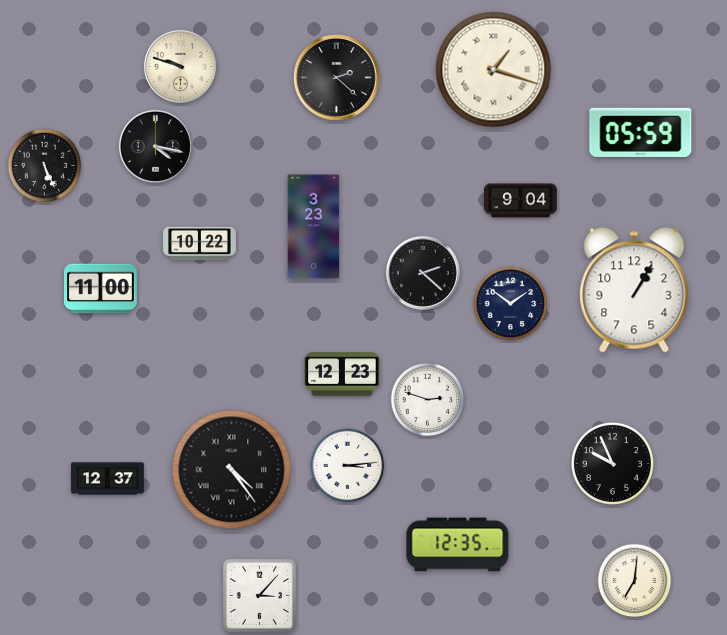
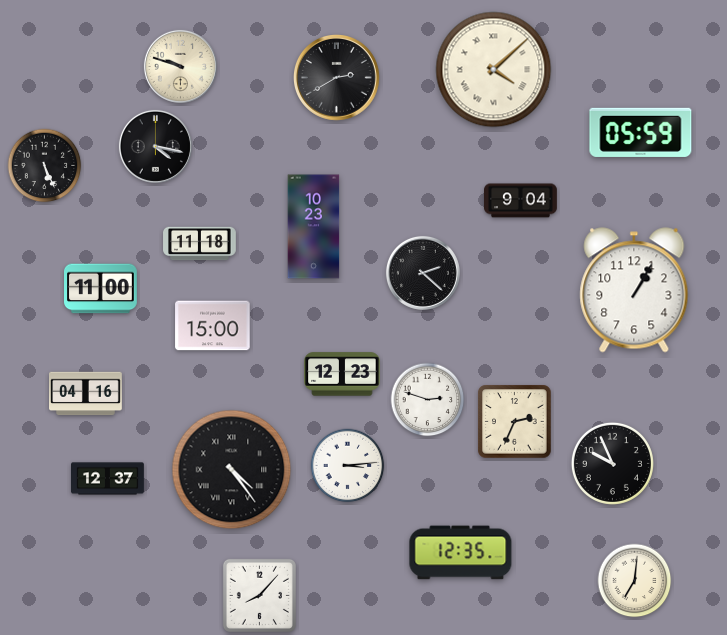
clock at (494, 70): 1:18 -> 4:08
clock at (337, 78): 2:22 -> 2:40
clock at (314, 227): 3:23 -> 10:23
clock at (200, 244): 10:22 -> 11:18
clock at (511, 304): 1:51 -> none
clock at (213, 326): none -> 15:00
clock at (86, 394): none -> 04:16
clock at (515, 422): none -> 2:34
clock at (458, 545) position: (458, 545) -> (461, 553)
clock at (259, 595): 3:07 -> 8:07
